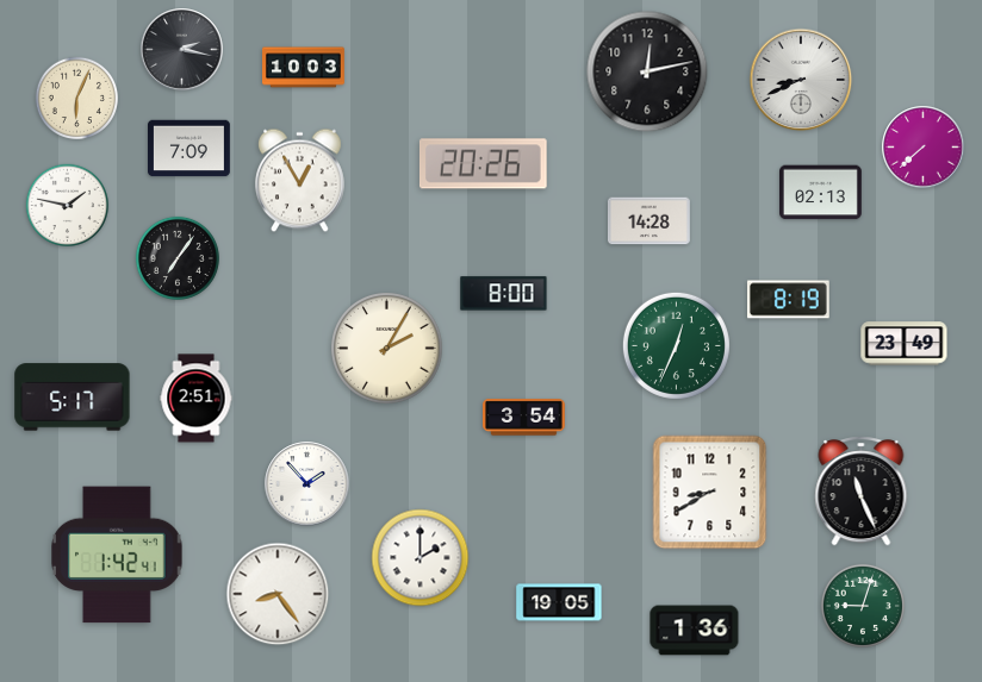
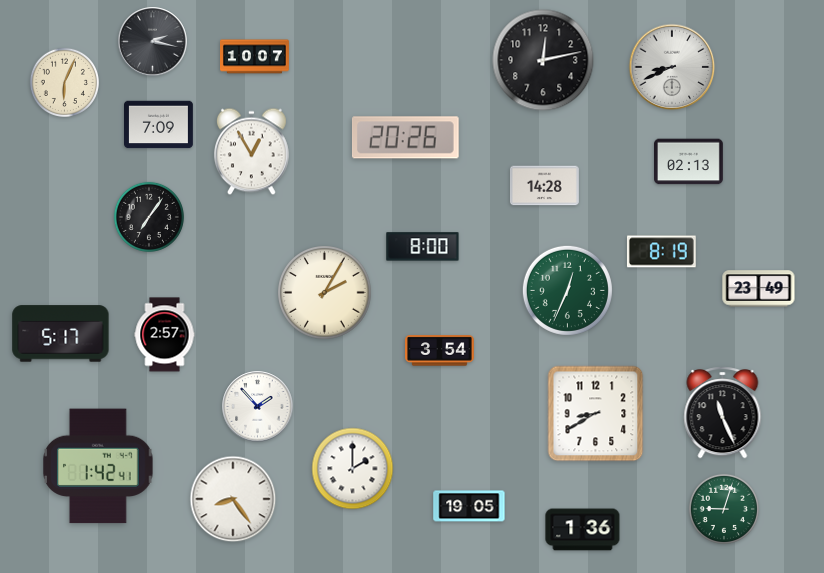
clock at (304, 68): 10:03 -> 10:07
clock at (924, 148): 7:38 -> none
clock at (67, 205): 1:47 -> none
clock at (197, 399): 2:51 -> 2:57
